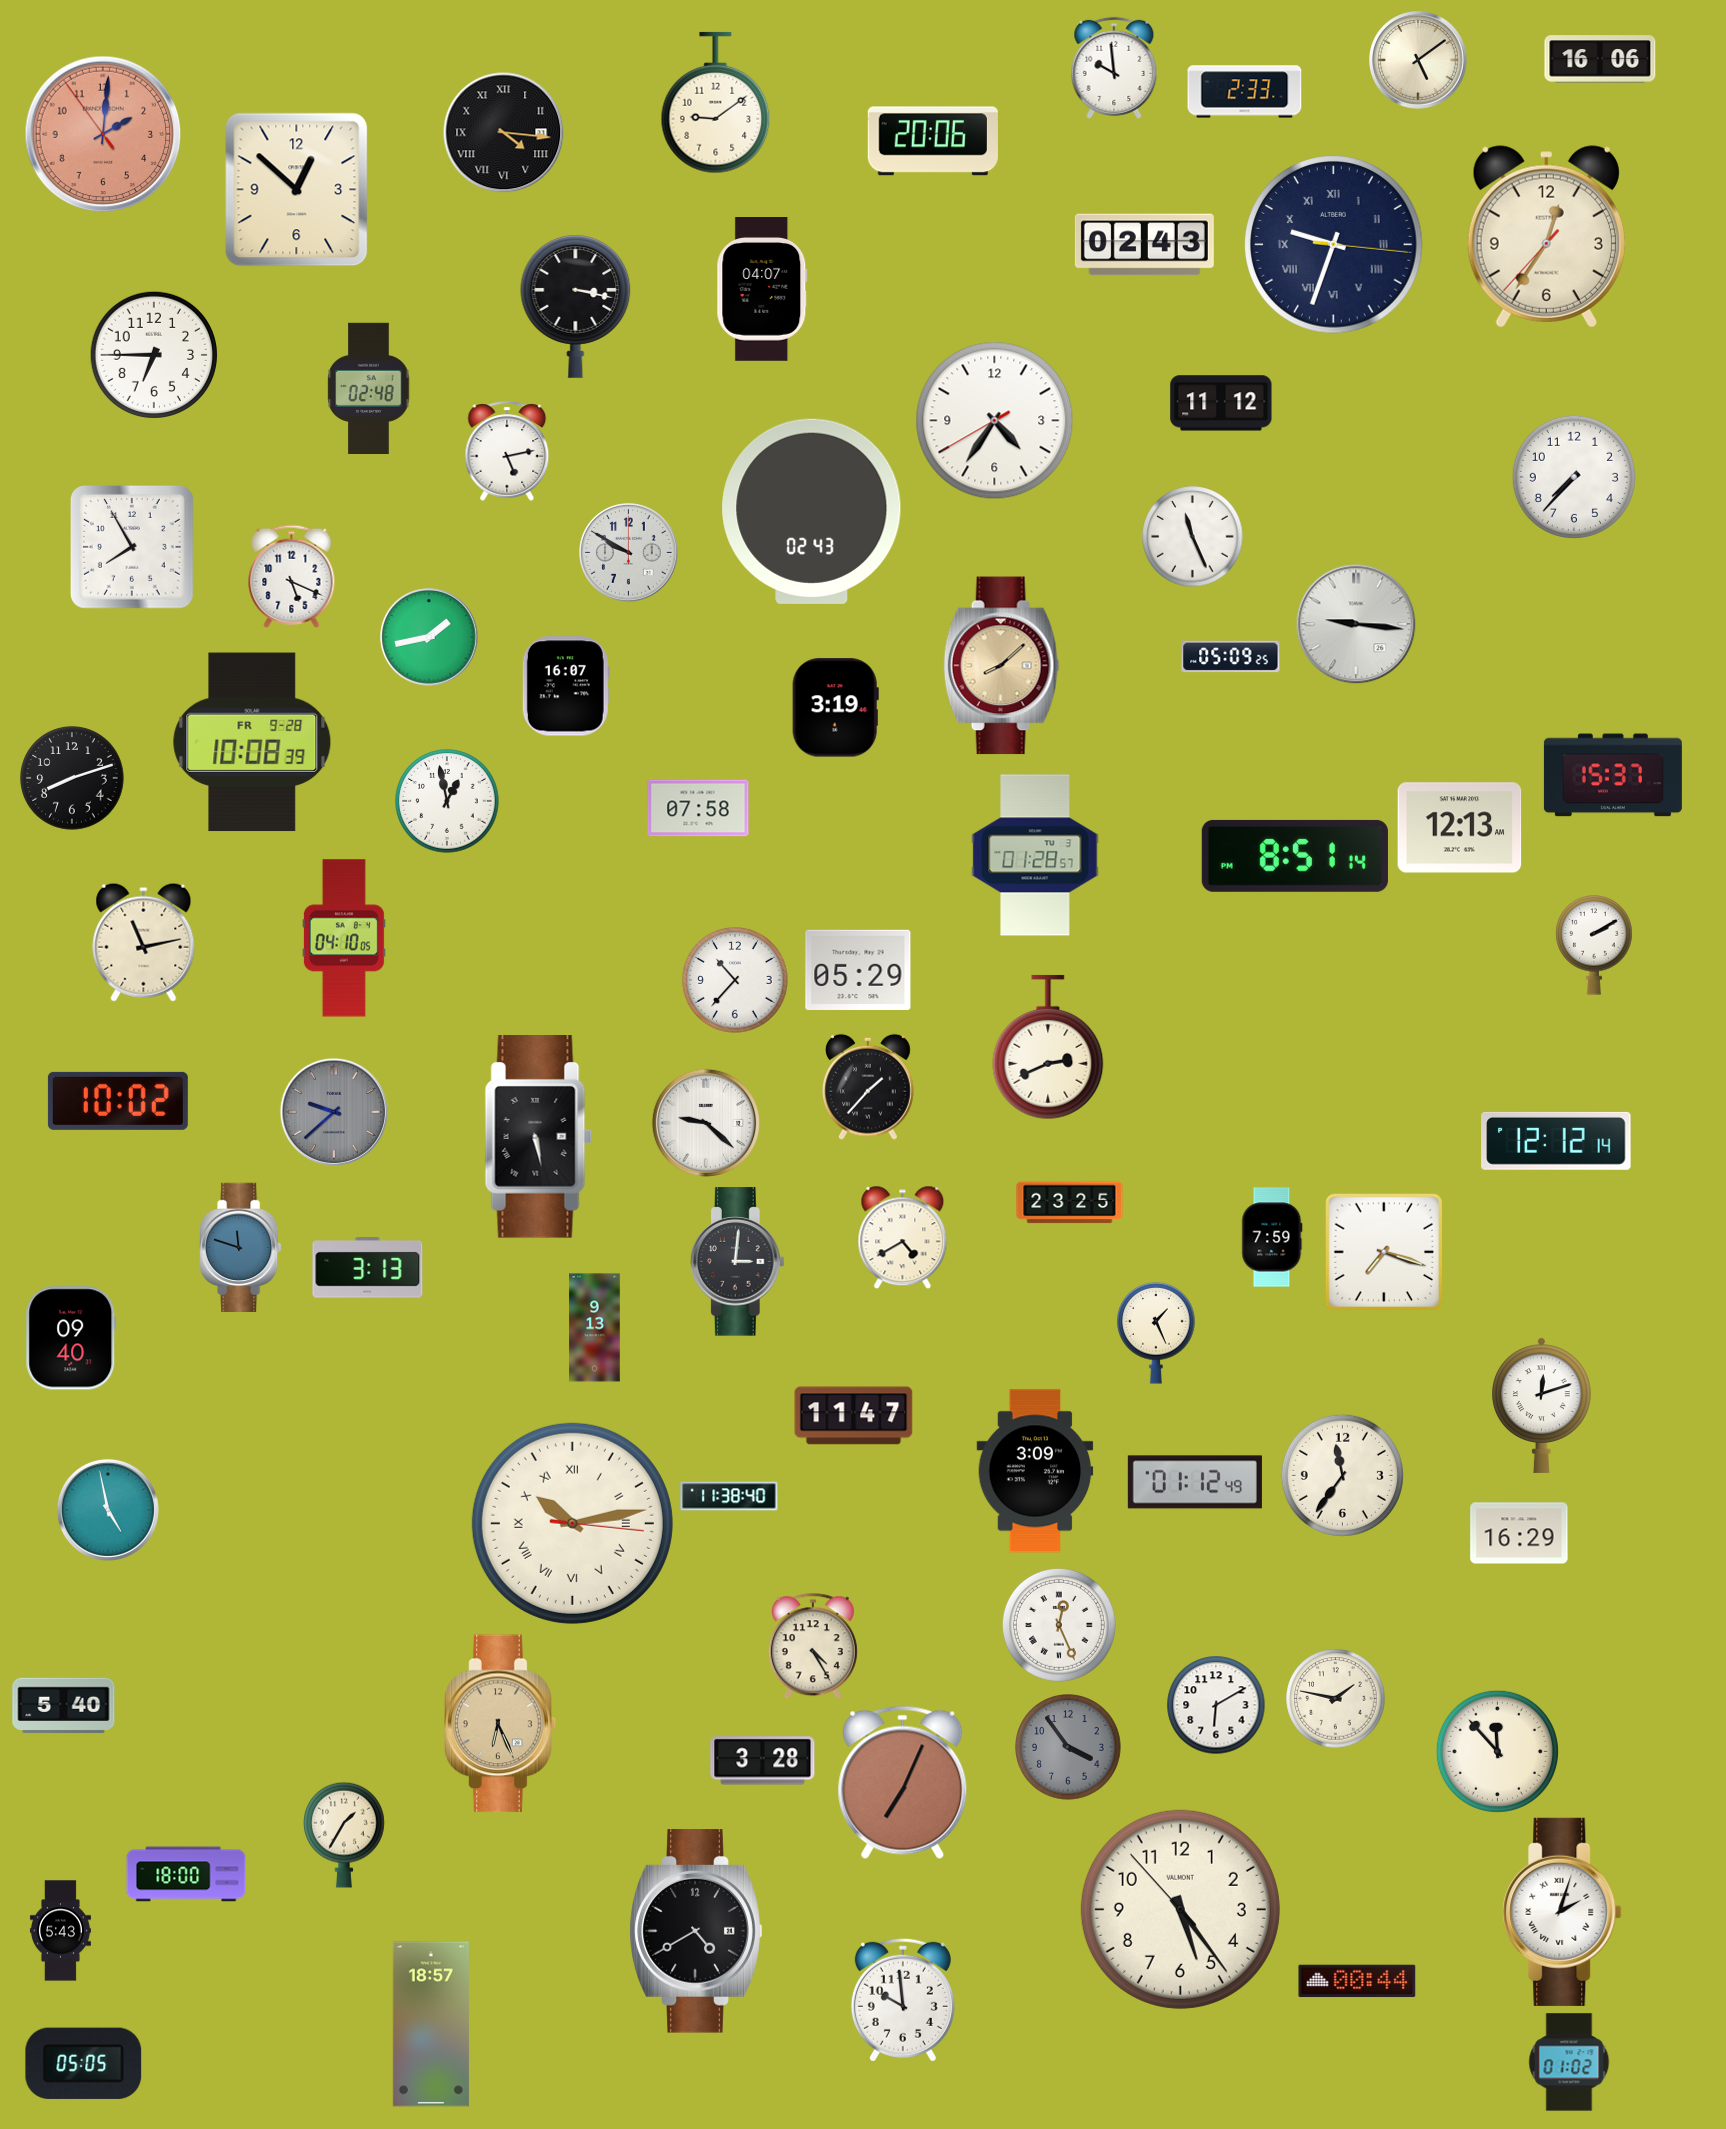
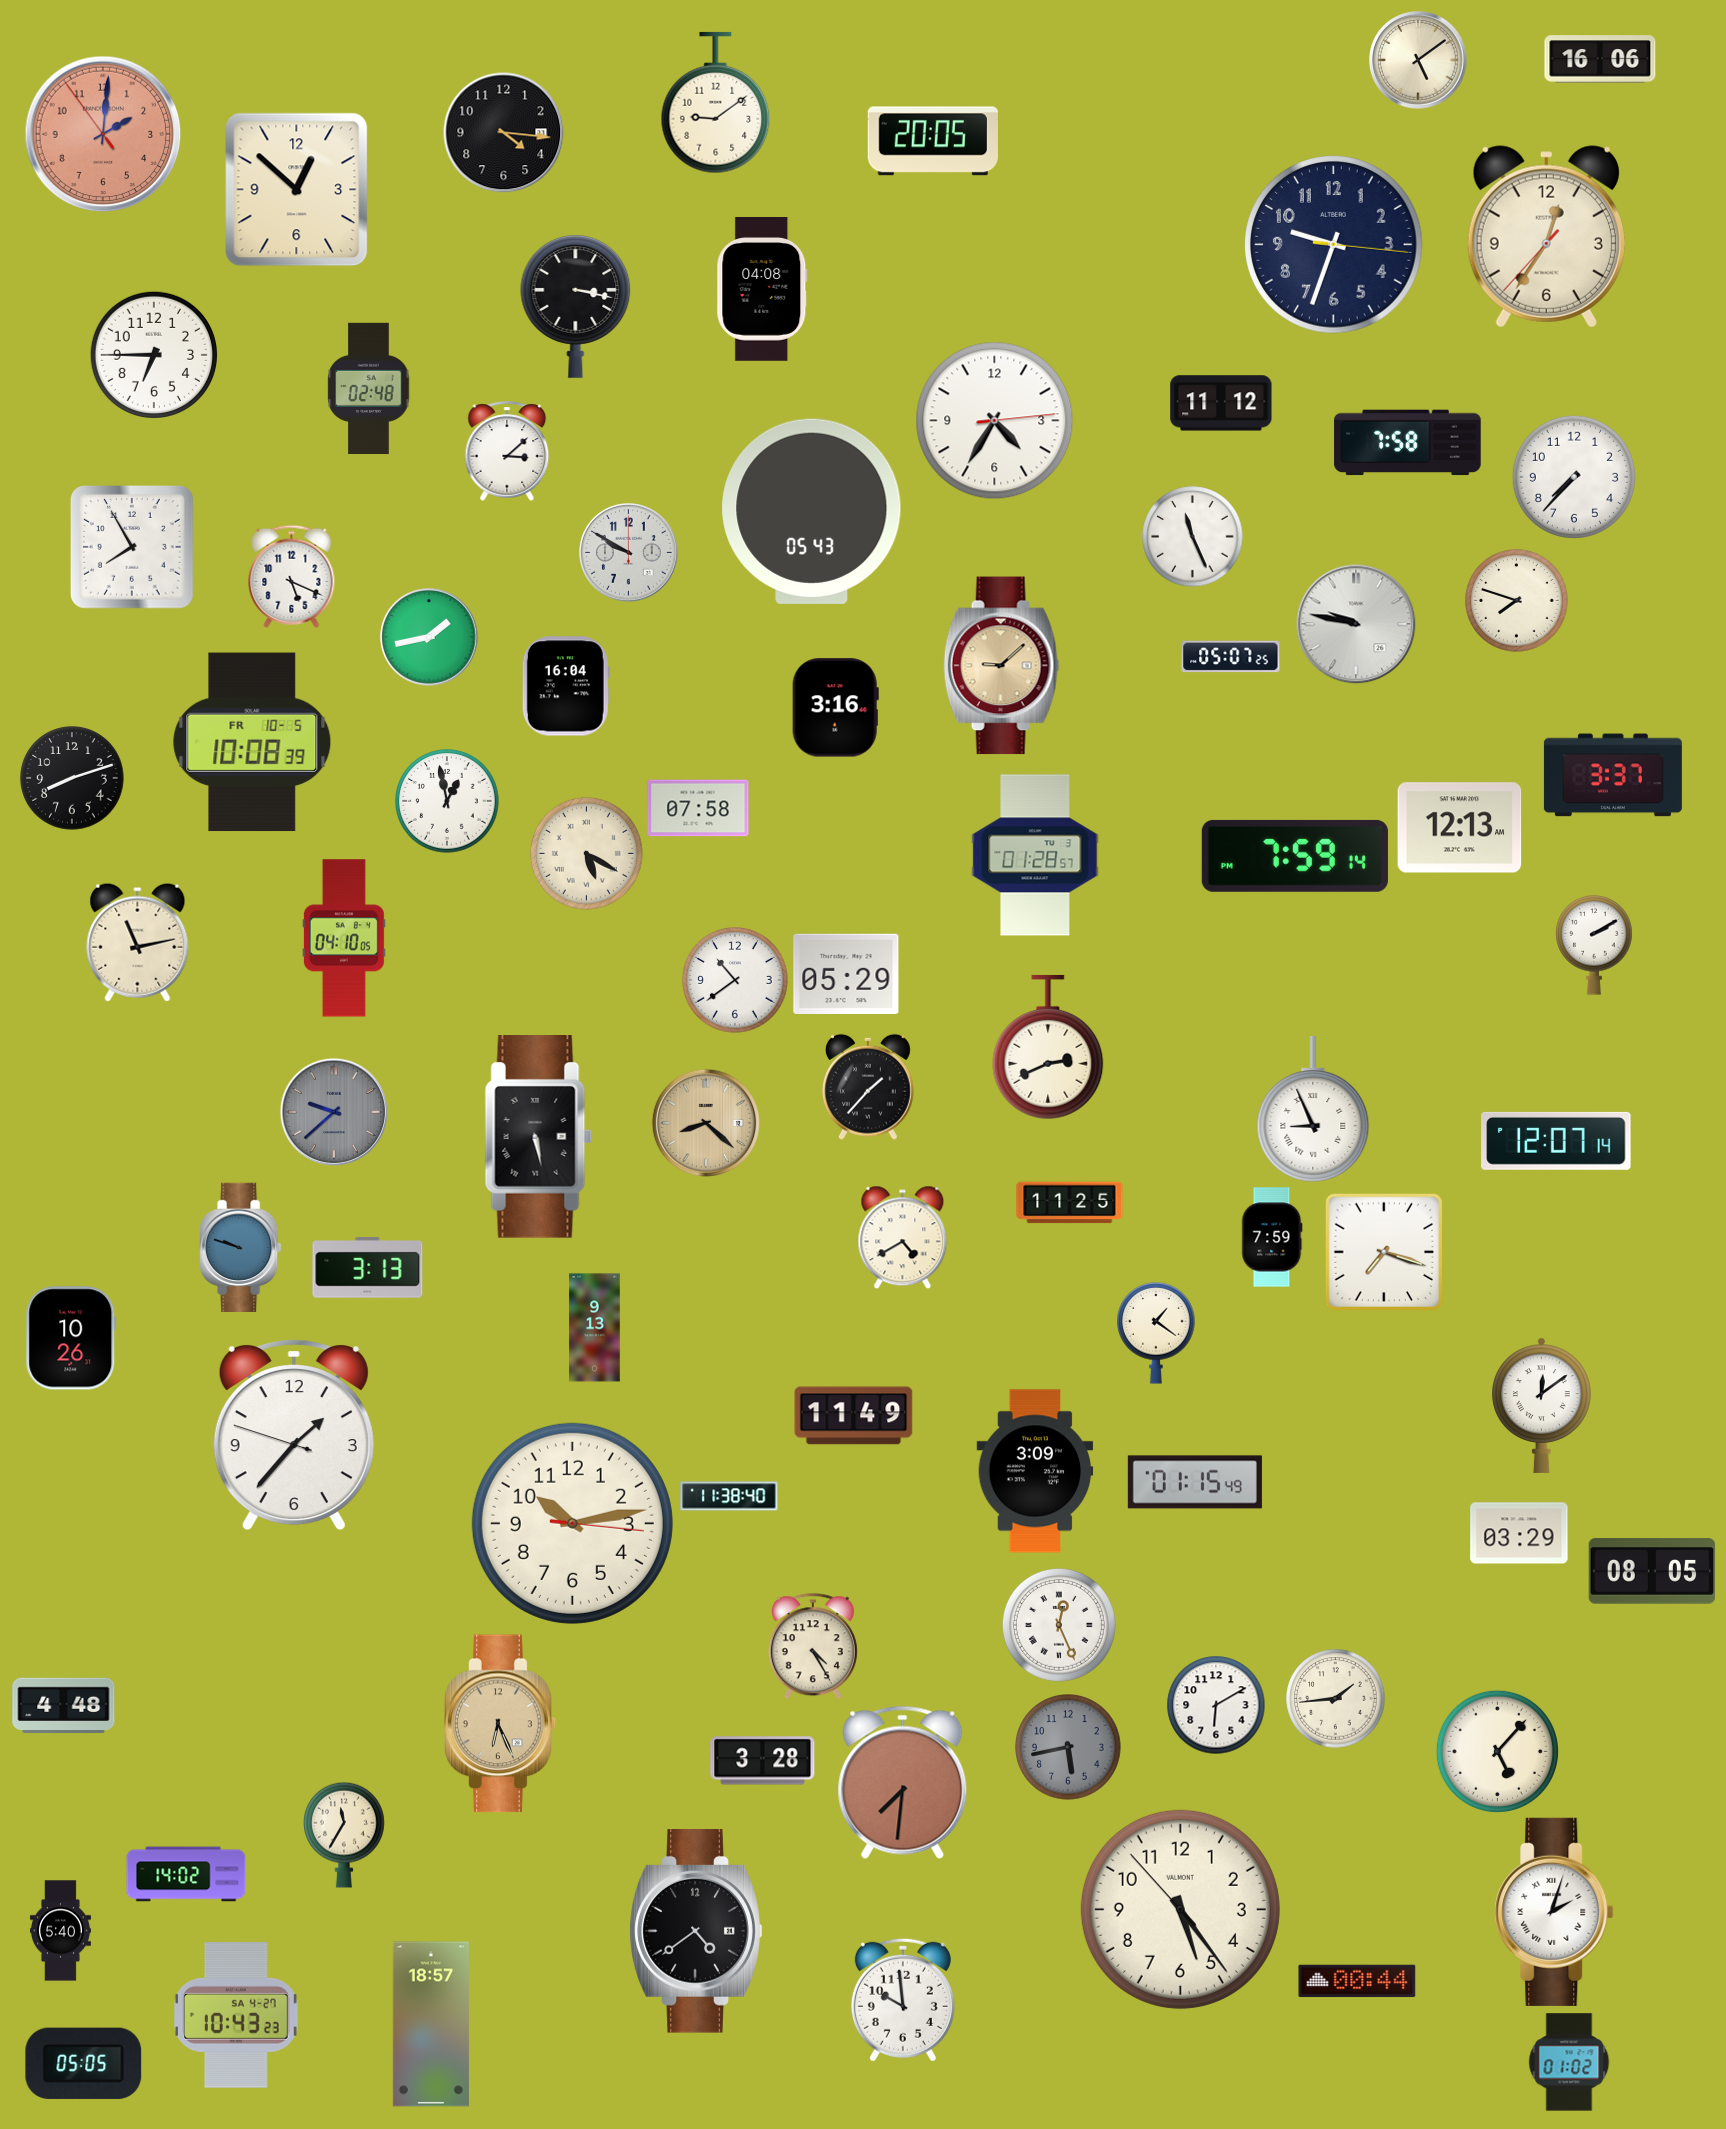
clock at (1114, 68): 9:59 -> none
clock at (1245, 92): 2:33 -> none
clock at (504, 133) numerals: Roman -> Arabic
clock at (933, 141): 20:06 -> 20:05
clock at (1144, 245): 02:43 -> none
clock at (1334, 245) numerals: Roman -> Arabic
clock at (762, 290): 04:07 -> 04:08
clock at (995, 421): 4:35:40 -> 4:35:14
clock at (1408, 443): none -> 7:58
clock at (507, 451): 5:13 -> 3:08
clock at (812, 511): 02:43 -> 05:43
clock at (1517, 601): none -> 7:48
clock at (1356, 624): 9:16 -> 9:47
clock at (1231, 657): 05:09 -> 05:07
clock at (1001, 666): 8:08 -> 9:08
clock at (566, 686): 16:07 -> 16:04
clock at (835, 708): 3:19 -> 3:16
clock at (252, 742) date: FR 9-28 -> FR 10-5
clock at (1613, 775): 15:37 -> 3:37
clock at (586, 853): none -> 5:20
clock at (1295, 856): 8:51 -> 7:59
clock at (144, 942) position: (144, 942) -> (138, 942)
clock at (858, 970) position: (858, 970) -> (846, 974)
clock at (735, 980): 10:37 -> 10:39
clock at (118, 1101): 10:02 -> none
clock at (1313, 1110): none -> 8:56
clock at (706, 1123): 9:22 -> 8:22
clock at (706, 1123) dial: white -> champagne
clock at (1556, 1141): 12:12 -> 12:07
clock at (1070, 1203): 23:25 -> 11:25
clock at (241, 1247): 11:48 -> 9:48
clock at (737, 1262): 3:01 -> none
clock at (1156, 1333): 1:26 -> 1:21
clock at (71, 1338): 09:40 -> 10:26
clock at (1542, 1405): 12:12 -> 12:09
clock at (854, 1416): 11:47 -> 11:49
clock at (294, 1435): none -> 1:36
clock at (1342, 1475): 11:36 -> none
clock at (1195, 1482): 01:12 -> 01:15
clock at (108, 1510): 4:58 -> none
clock at (572, 1523) numerals: Roman -> Arabic
clock at (1519, 1533): 16:29 -> 03:29
clock at (1652, 1571): none -> 08:05
clock at (1336, 1699): 1:47 -> 1:44
clock at (64, 1706): 5:40 -> 4:48
clock at (1068, 1747): 3:54 -> 5:43
clock at (1497, 1751): 11:53 -> 5:07
clock at (903, 1782): 7:04 -> 7:31
clock at (345, 1835): 1:35 -> 11:35
clock at (186, 1874): 18:00 -> 14:02
clock at (1562, 1912) position: (1562, 1912) -> (1554, 1912)
clock at (60, 1931): 5:43 -> 5:40
clock at (696, 1931): 4:40 -> 4:39
clock at (237, 2015): none -> 10:43
